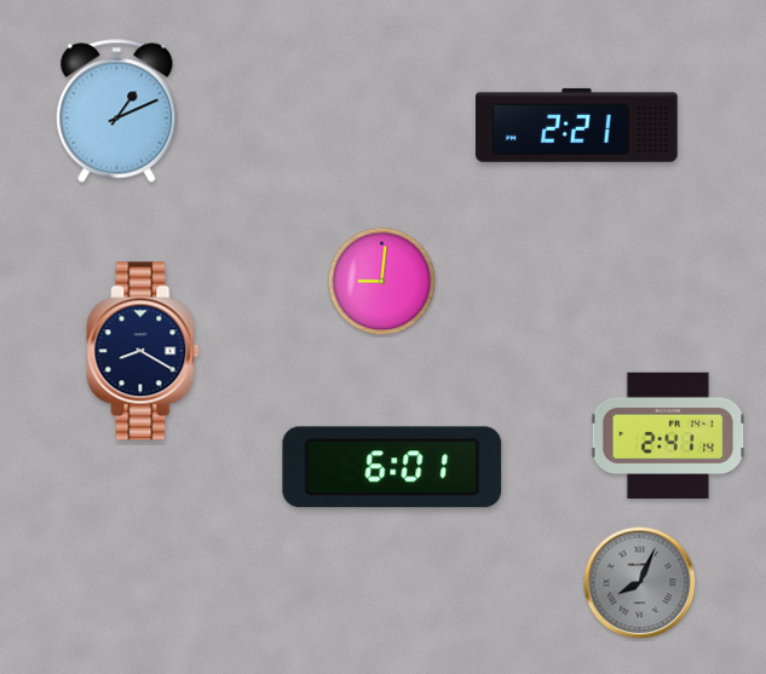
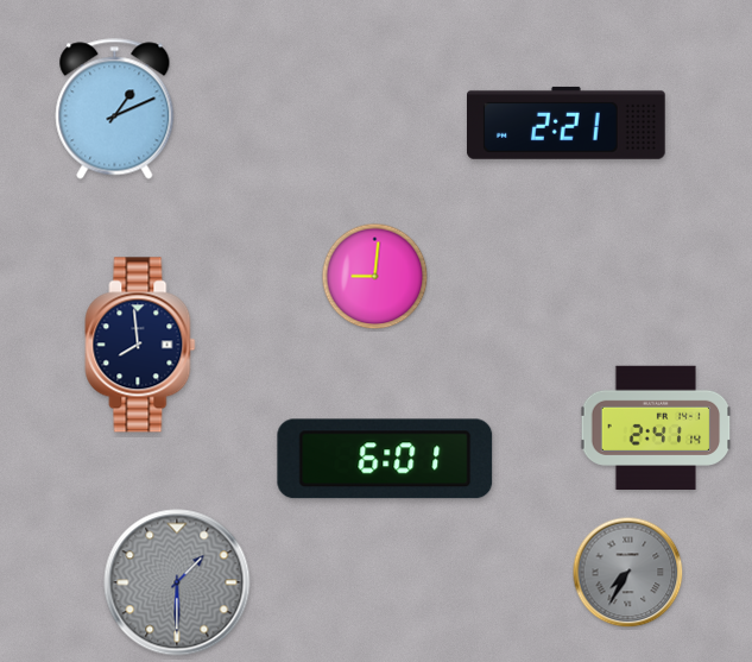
clock at (143, 351): 8:20 -> 7:59
clock at (640, 583): 8:04 -> 7:35
clock at (177, 582): none -> 1:30
